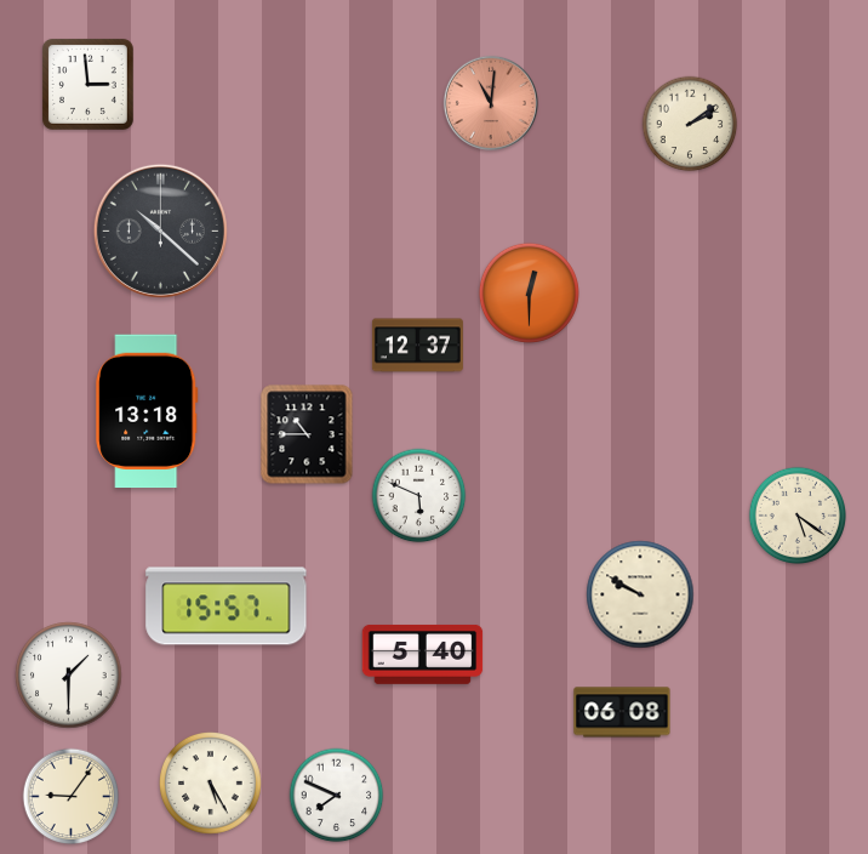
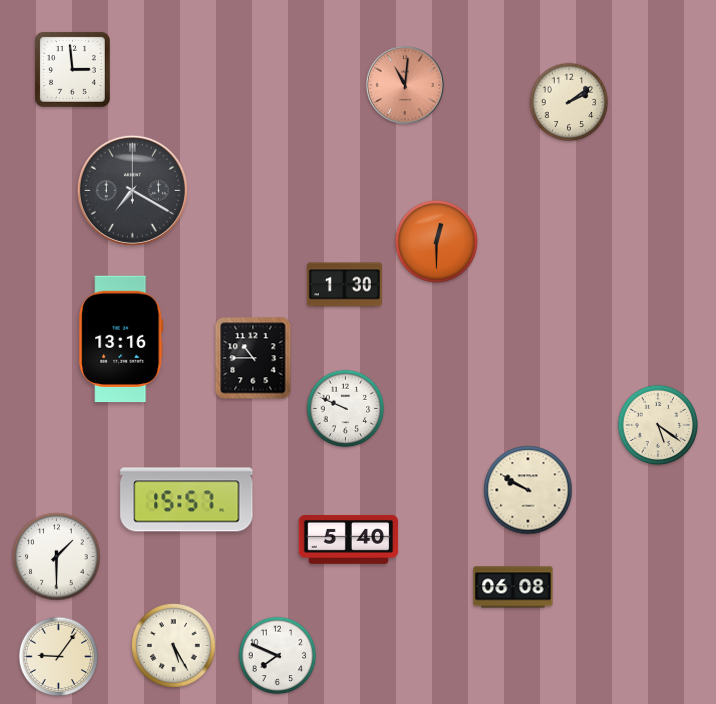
clock at (160, 230): 10:22 -> 7:20
clock at (417, 346): 12:37 -> 1:30
clock at (147, 411): 13:18 -> 13:16
clock at (419, 496): 5:49 -> 9:49
